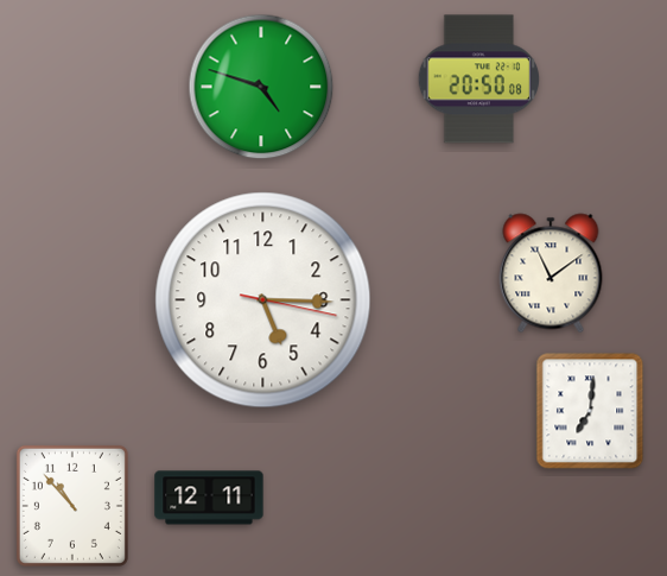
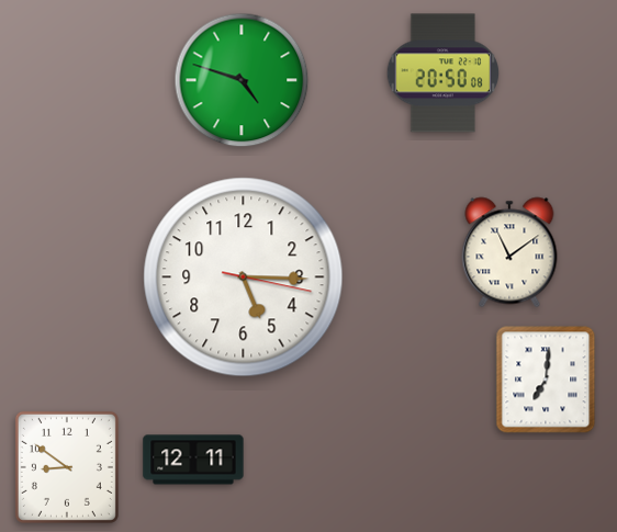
clock at (72, 506): 10:53 -> 8:51
